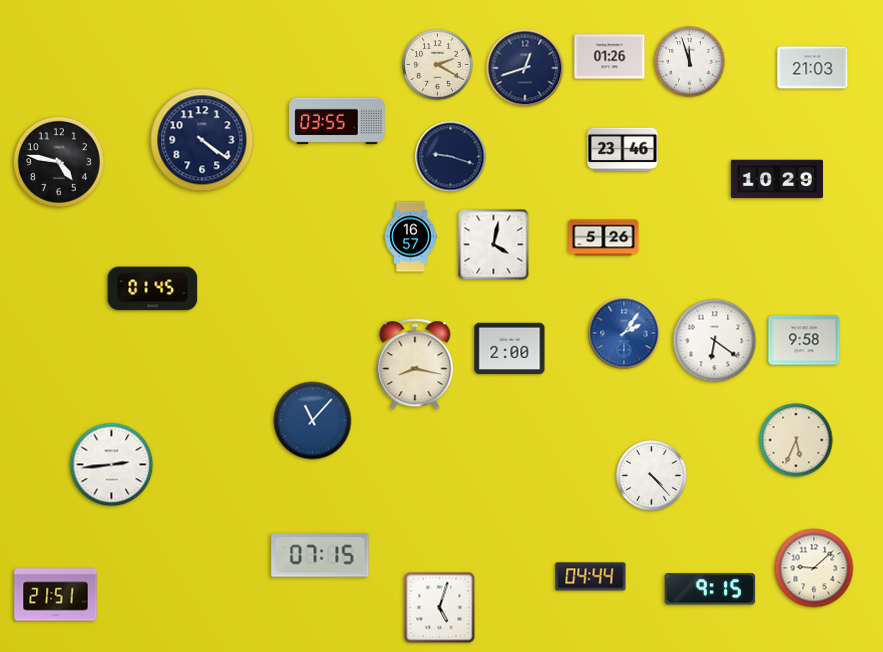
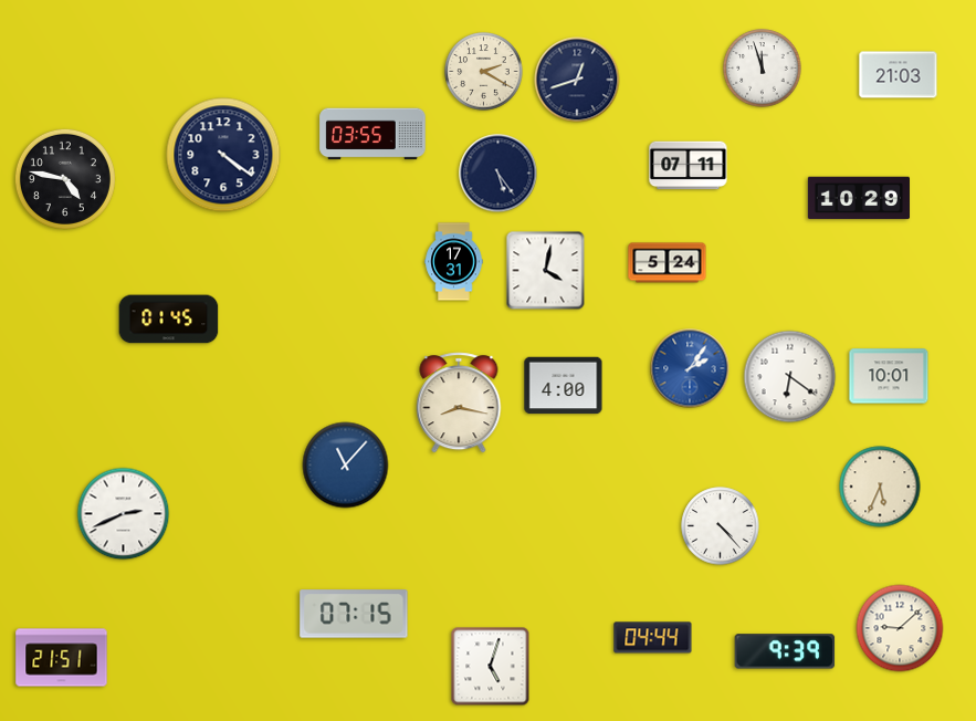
clock at (610, 57): 01:26 -> none
clock at (525, 68) position: (525, 68) -> (577, 80)
clock at (623, 150): 23:46 -> 07:11
clock at (451, 157): 9:18 -> 5:24
clock at (411, 237): 16:57 -> 17:31
clock at (604, 238): 5:26 -> 5:24
clock at (804, 340): 9:58 -> 10:01
clock at (510, 349): 2:00 -> 4:00
clock at (112, 465): 2:44 -> 2:41
clock at (710, 589): 9:15 -> 9:39
clock at (440, 608) position: (440, 608) -> (491, 667)
